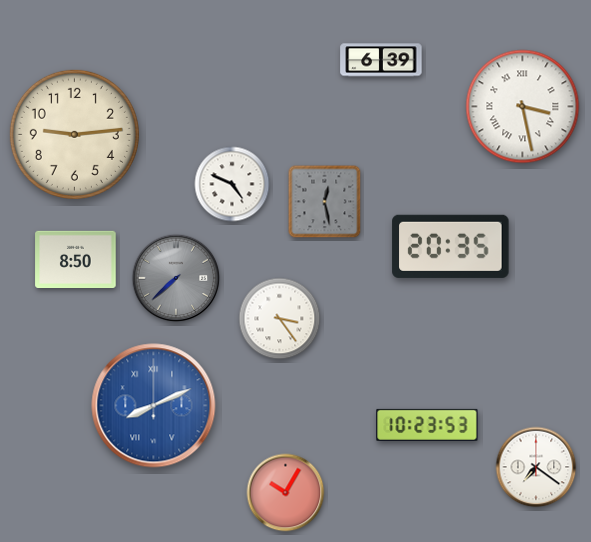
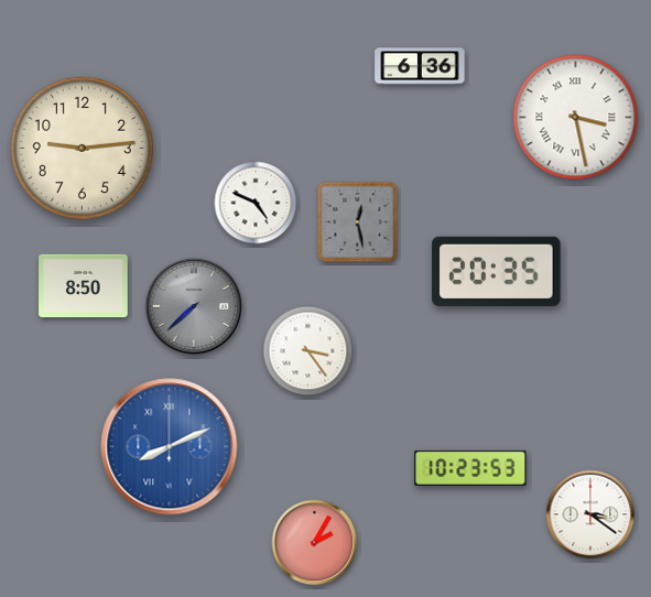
clock at (381, 60): 6:39 -> 6:36
clock at (536, 467): 7:21 -> 3:21
clock at (286, 493): 10:05 -> 2:05
